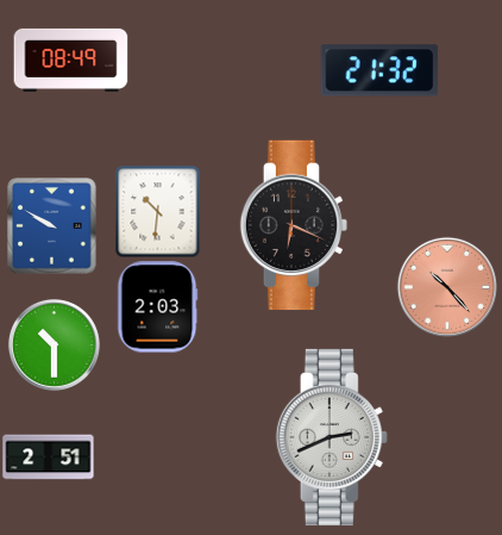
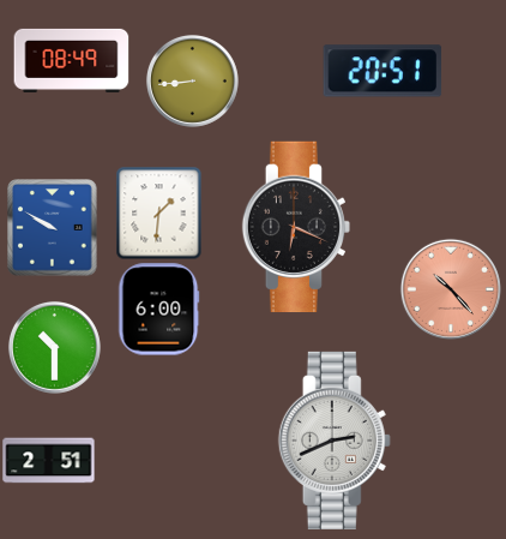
clock at (379, 70): 21:32 -> 20:51
clock at (192, 80): none -> 8:44
clock at (158, 211): 10:31 -> 1:31
clock at (157, 307): 2:03 -> 6:00
